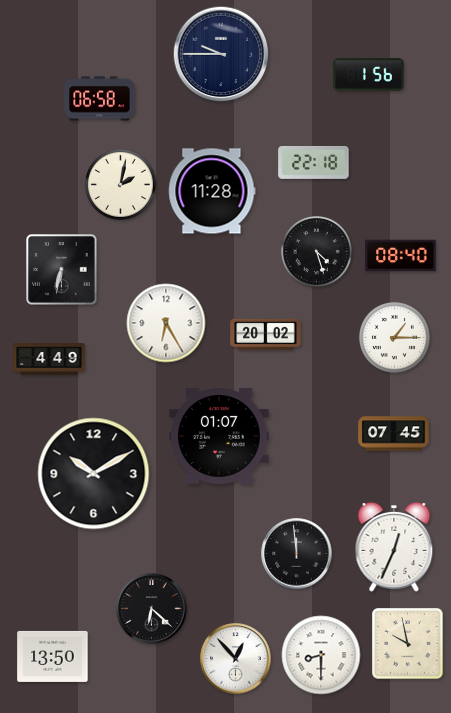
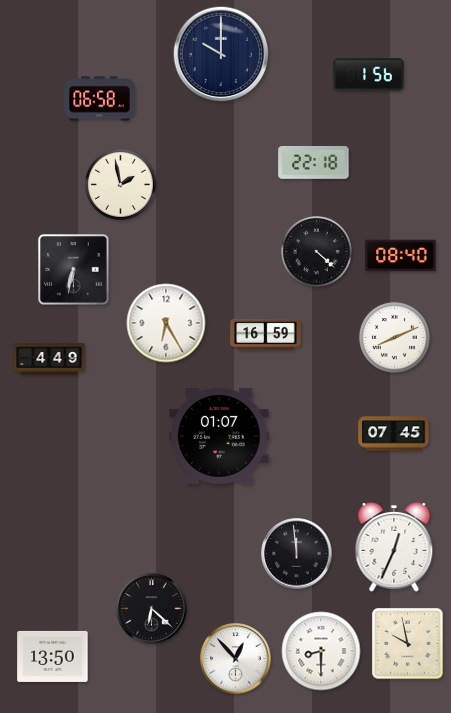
clock at (221, 54): 9:45 -> 10:00
clock at (120, 184): 2:02 -> 1:58
clock at (212, 191): 11:28 -> none
clock at (316, 251): 4:27 -> 4:22
clock at (62, 270) position: (62, 270) -> (74, 270)
clock at (266, 334): 20:02 -> 16:59
clock at (394, 337): 1:15 -> 8:11
clock at (94, 474): 10:10 -> none
clock at (321, 655) position: (321, 655) -> (321, 651)
